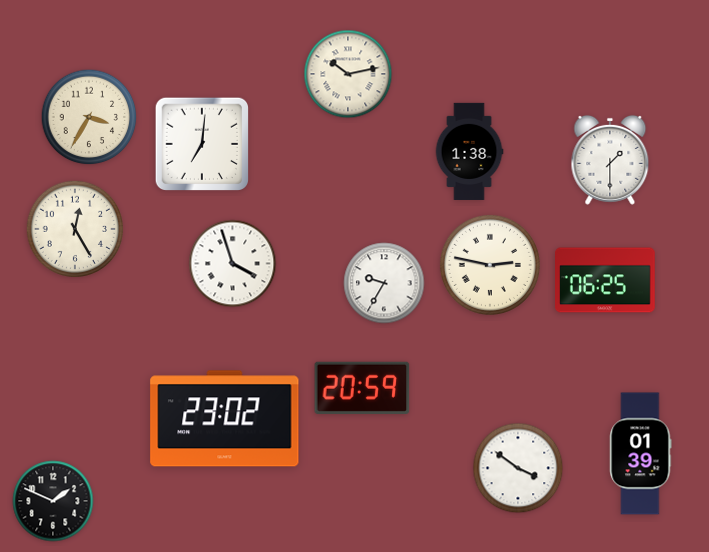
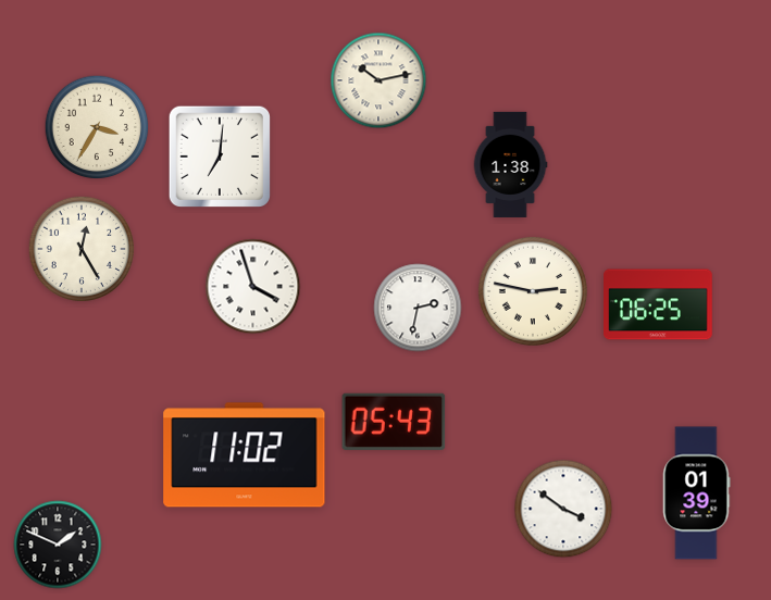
clock at (610, 160): 1:30 -> none
clock at (490, 265) position: (490, 265) -> (533, 291)
clock at (384, 283): 9:35 -> 2:32
clock at (362, 388): 20:59 -> 05:43
clock at (225, 419): 23:02 -> 11:02
